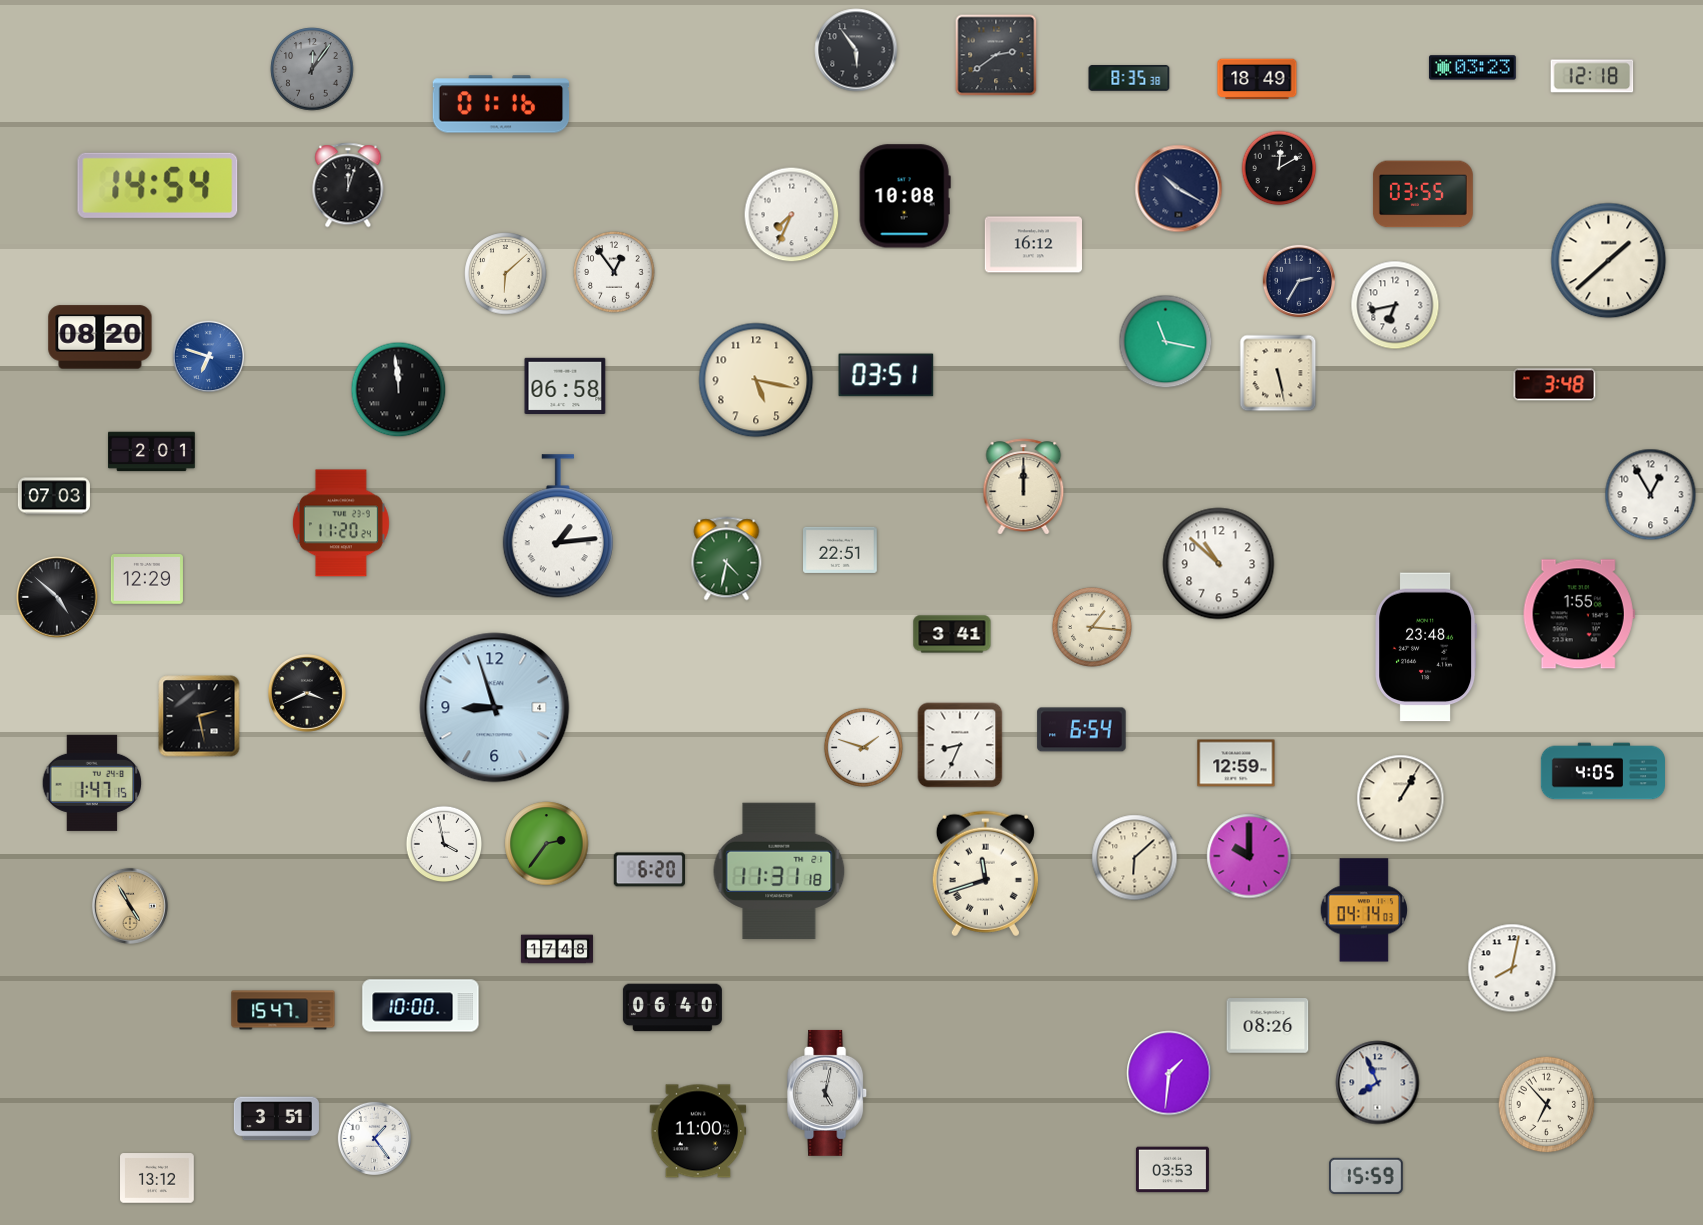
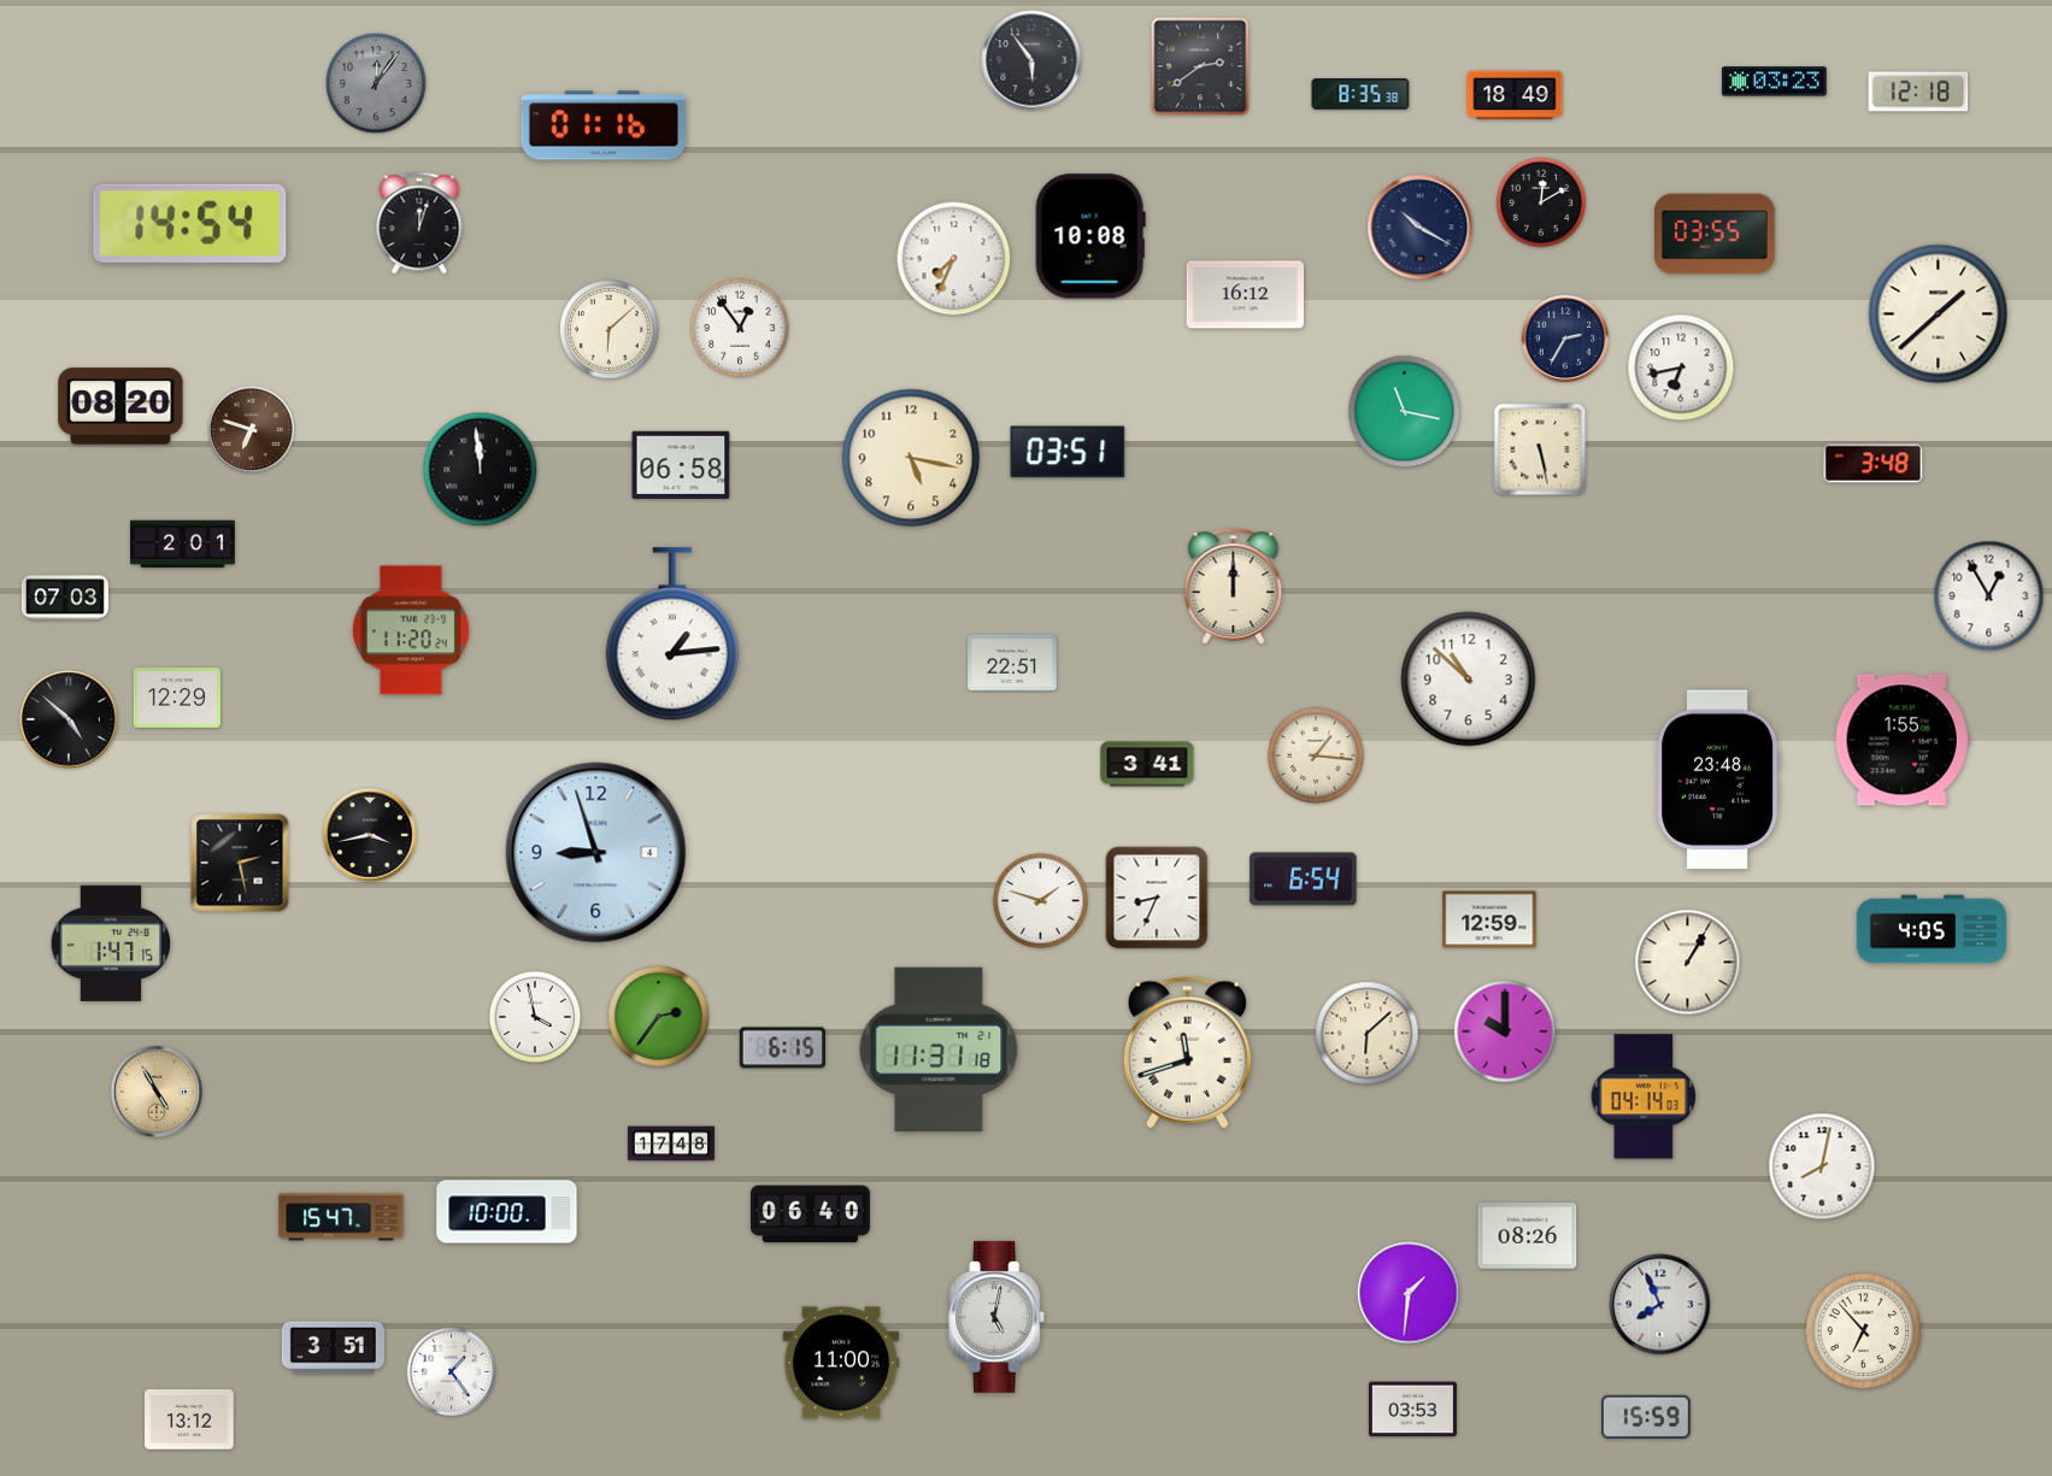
clock at (209, 357) dial: blue -> brown
clock at (727, 559): 4:32 -> none
clock at (308, 694): 3:41 -> 3:43
clock at (649, 870): 6:20 -> 6:15
